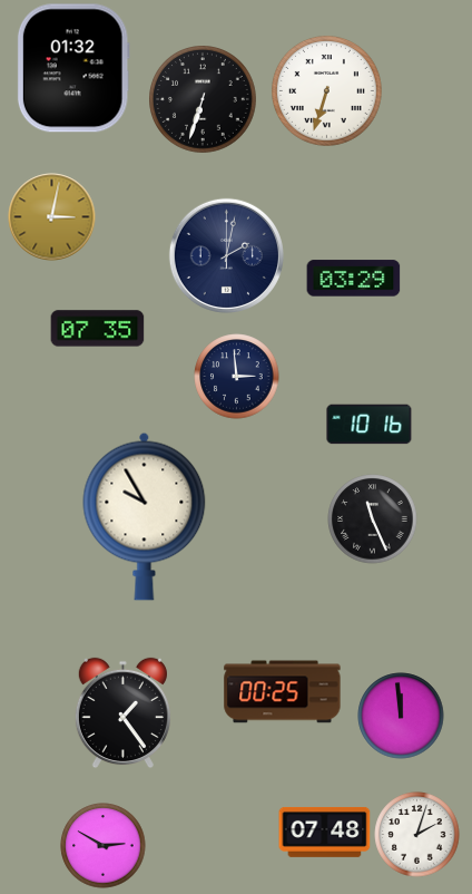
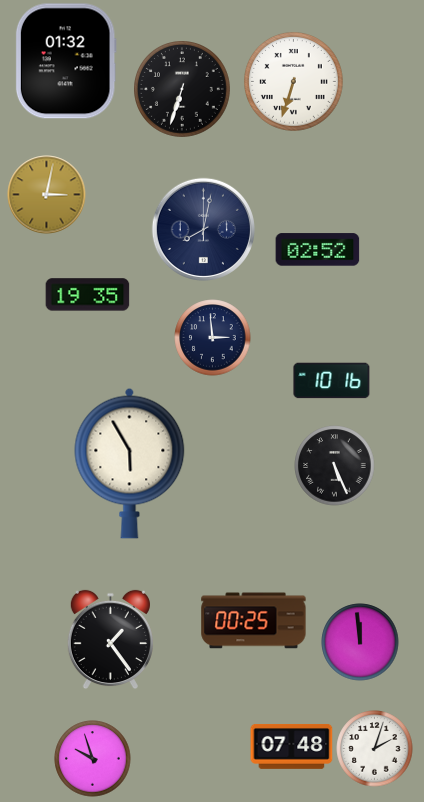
clock at (226, 255): 2:02 -> 8:02
clock at (354, 279): 03:29 -> 02:52
clock at (98, 329): 07:35 -> 19:35
clock at (145, 516): 9:55 -> 5:55
clock at (373, 519): 11:26 -> 5:26
clock at (104, 846): 2:50 -> 9:57
